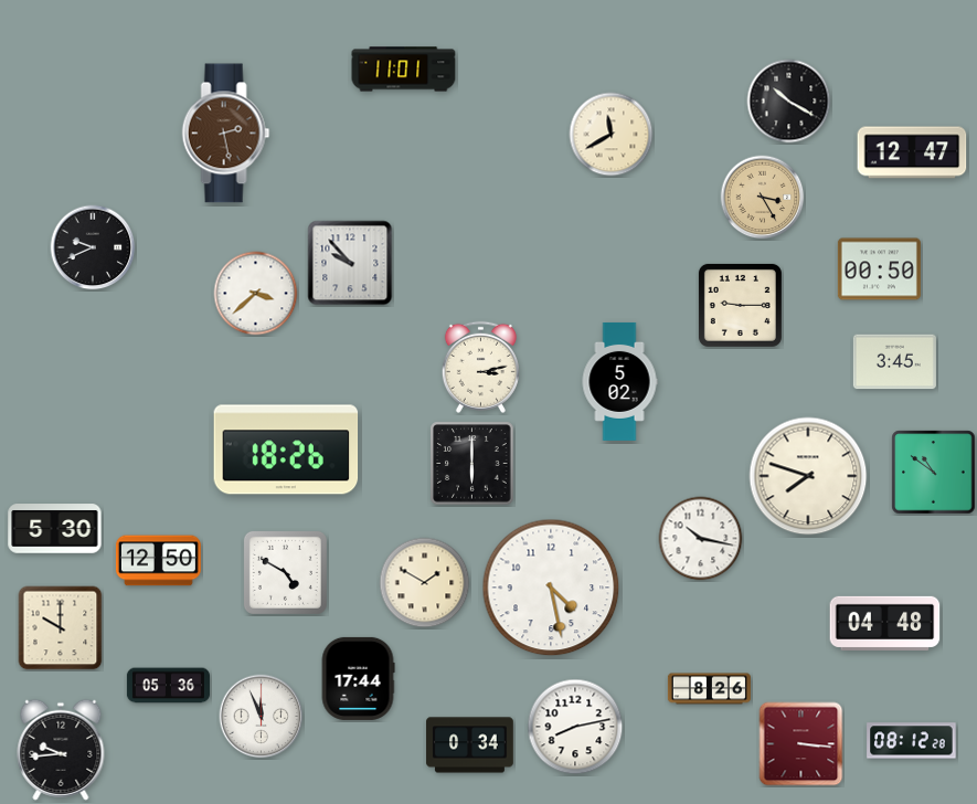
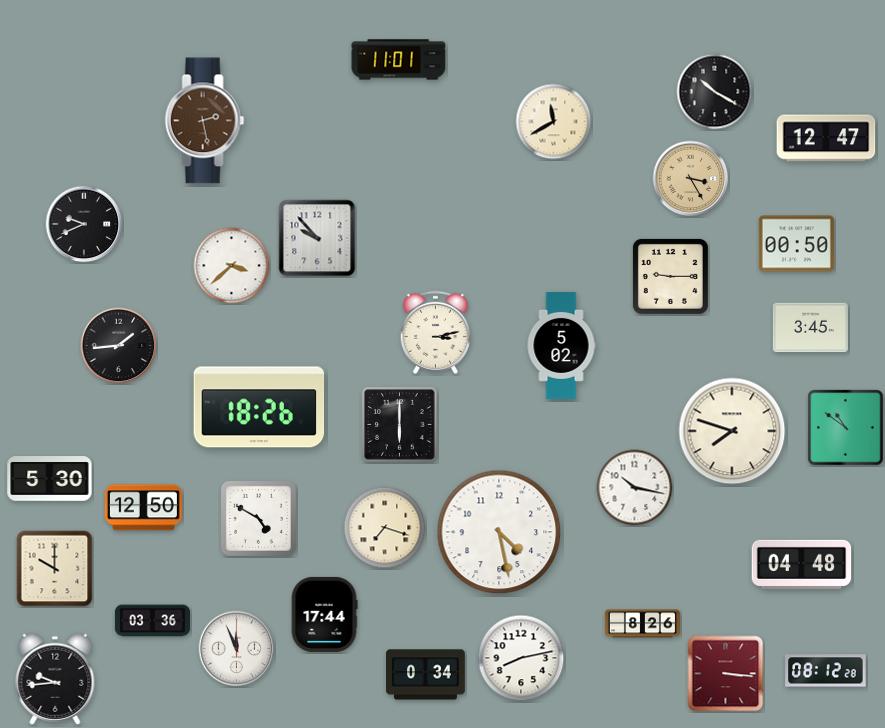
clock at (404, 70) position: (404, 70) -> (399, 60)
clock at (119, 346): none -> 1:44
clock at (472, 464) position: (472, 464) -> (400, 425)
clock at (425, 583): 1:50 -> 7:18
clock at (168, 686): 05:36 -> 03:36
